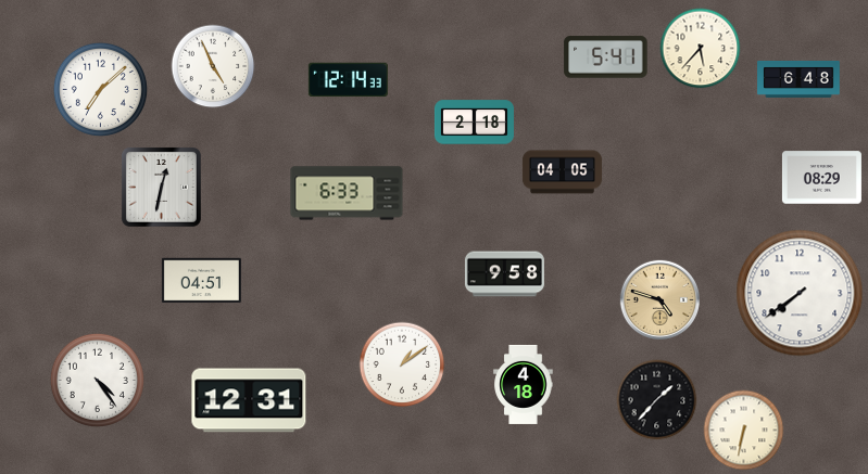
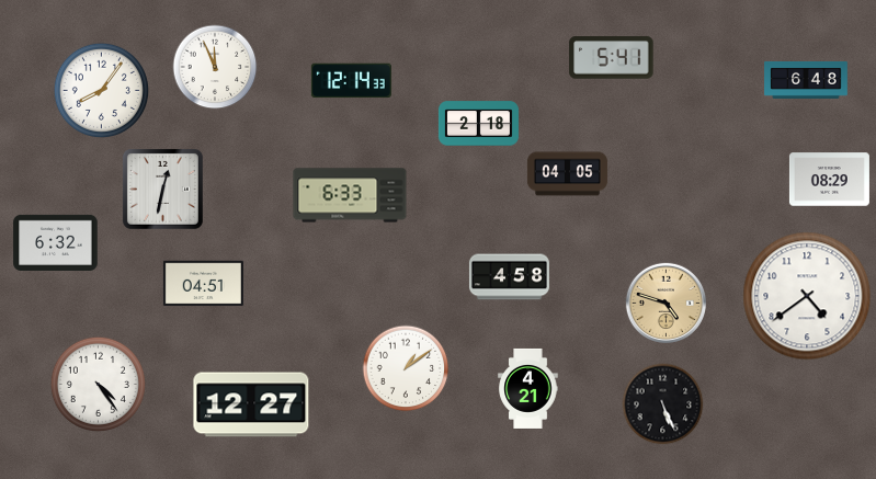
clock at (701, 49): 5:37 -> none
clock at (213, 66): 4:56 -> 11:56
clock at (100, 89): 7:08 -> 8:06
clock at (56, 242): none -> 6:32
clock at (504, 274): 9:58 -> 4:58
clock at (800, 293): 7:39 -> 4:39
clock at (524, 384): 4:18 -> 4:21
clock at (249, 400): 12:31 -> 12:27
clock at (657, 400): 1:37 -> 5:26
clock at (744, 431): 6:32 -> none
